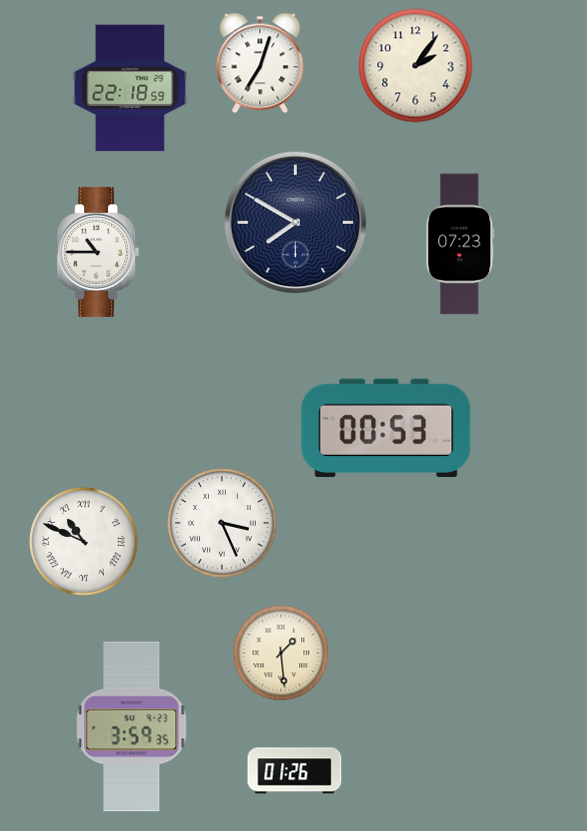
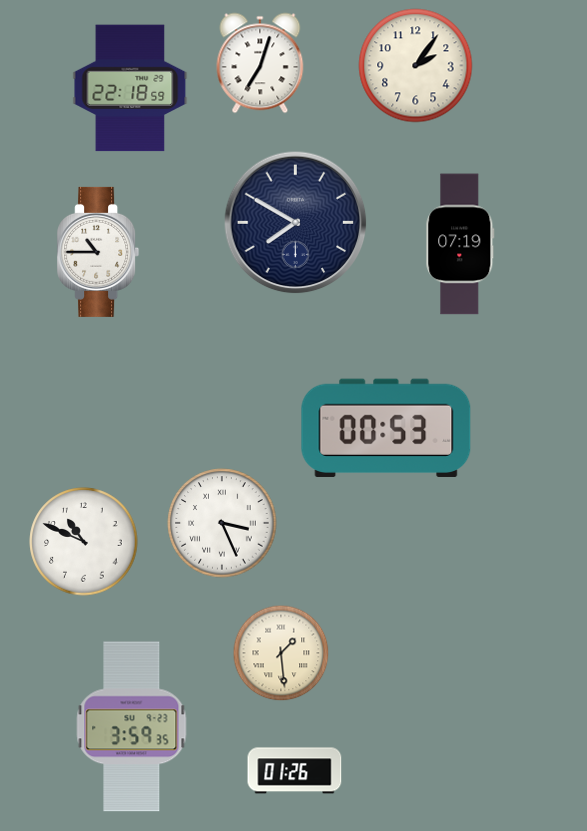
clock at (460, 244): 07:23 -> 07:19
clock at (84, 542) numerals: Roman -> Arabic
